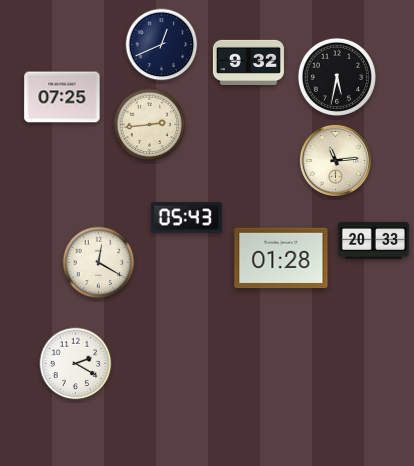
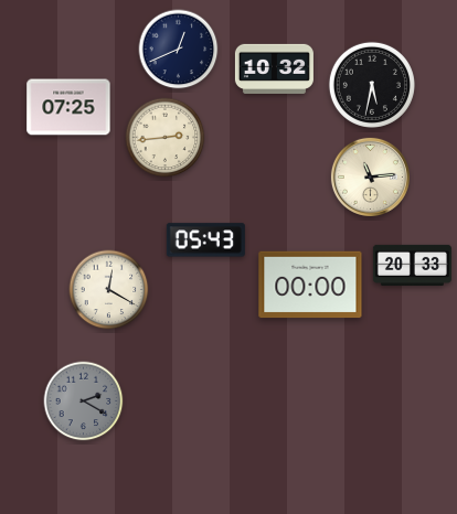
clock at (248, 62): 9:32 -> 10:32
clock at (281, 258): 01:28 -> 00:00
clock at (76, 364) dial: white -> grey
